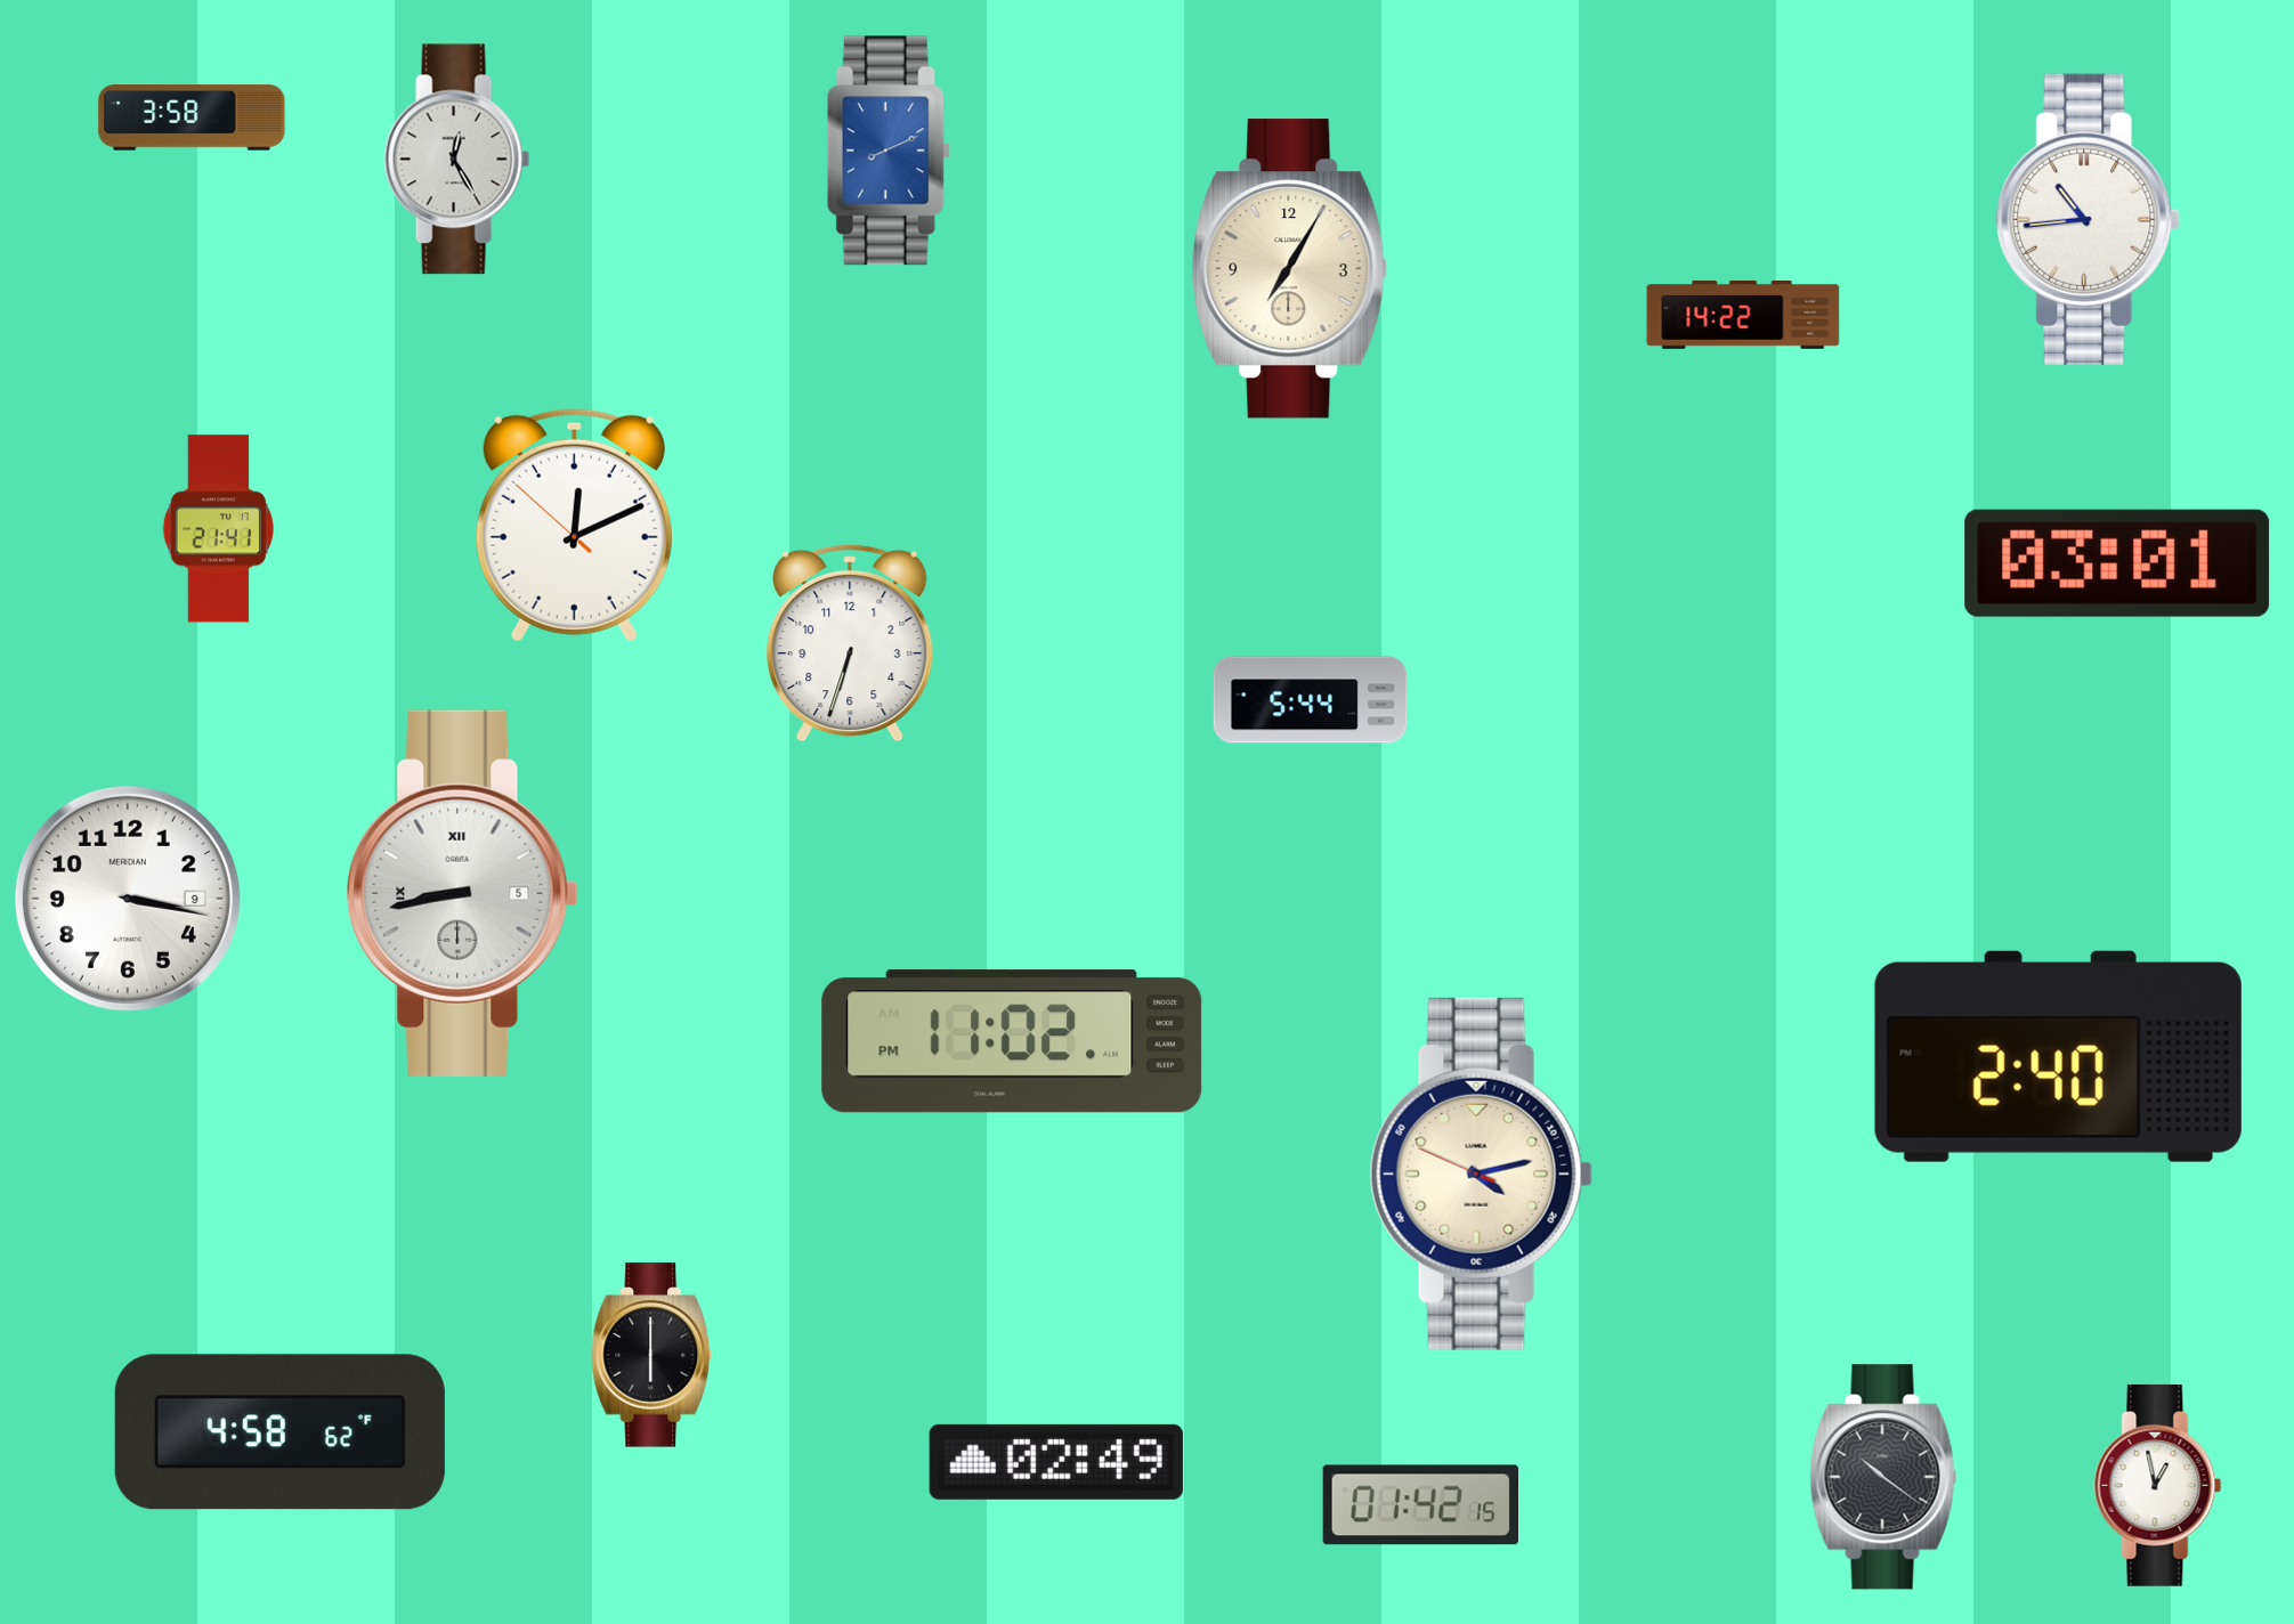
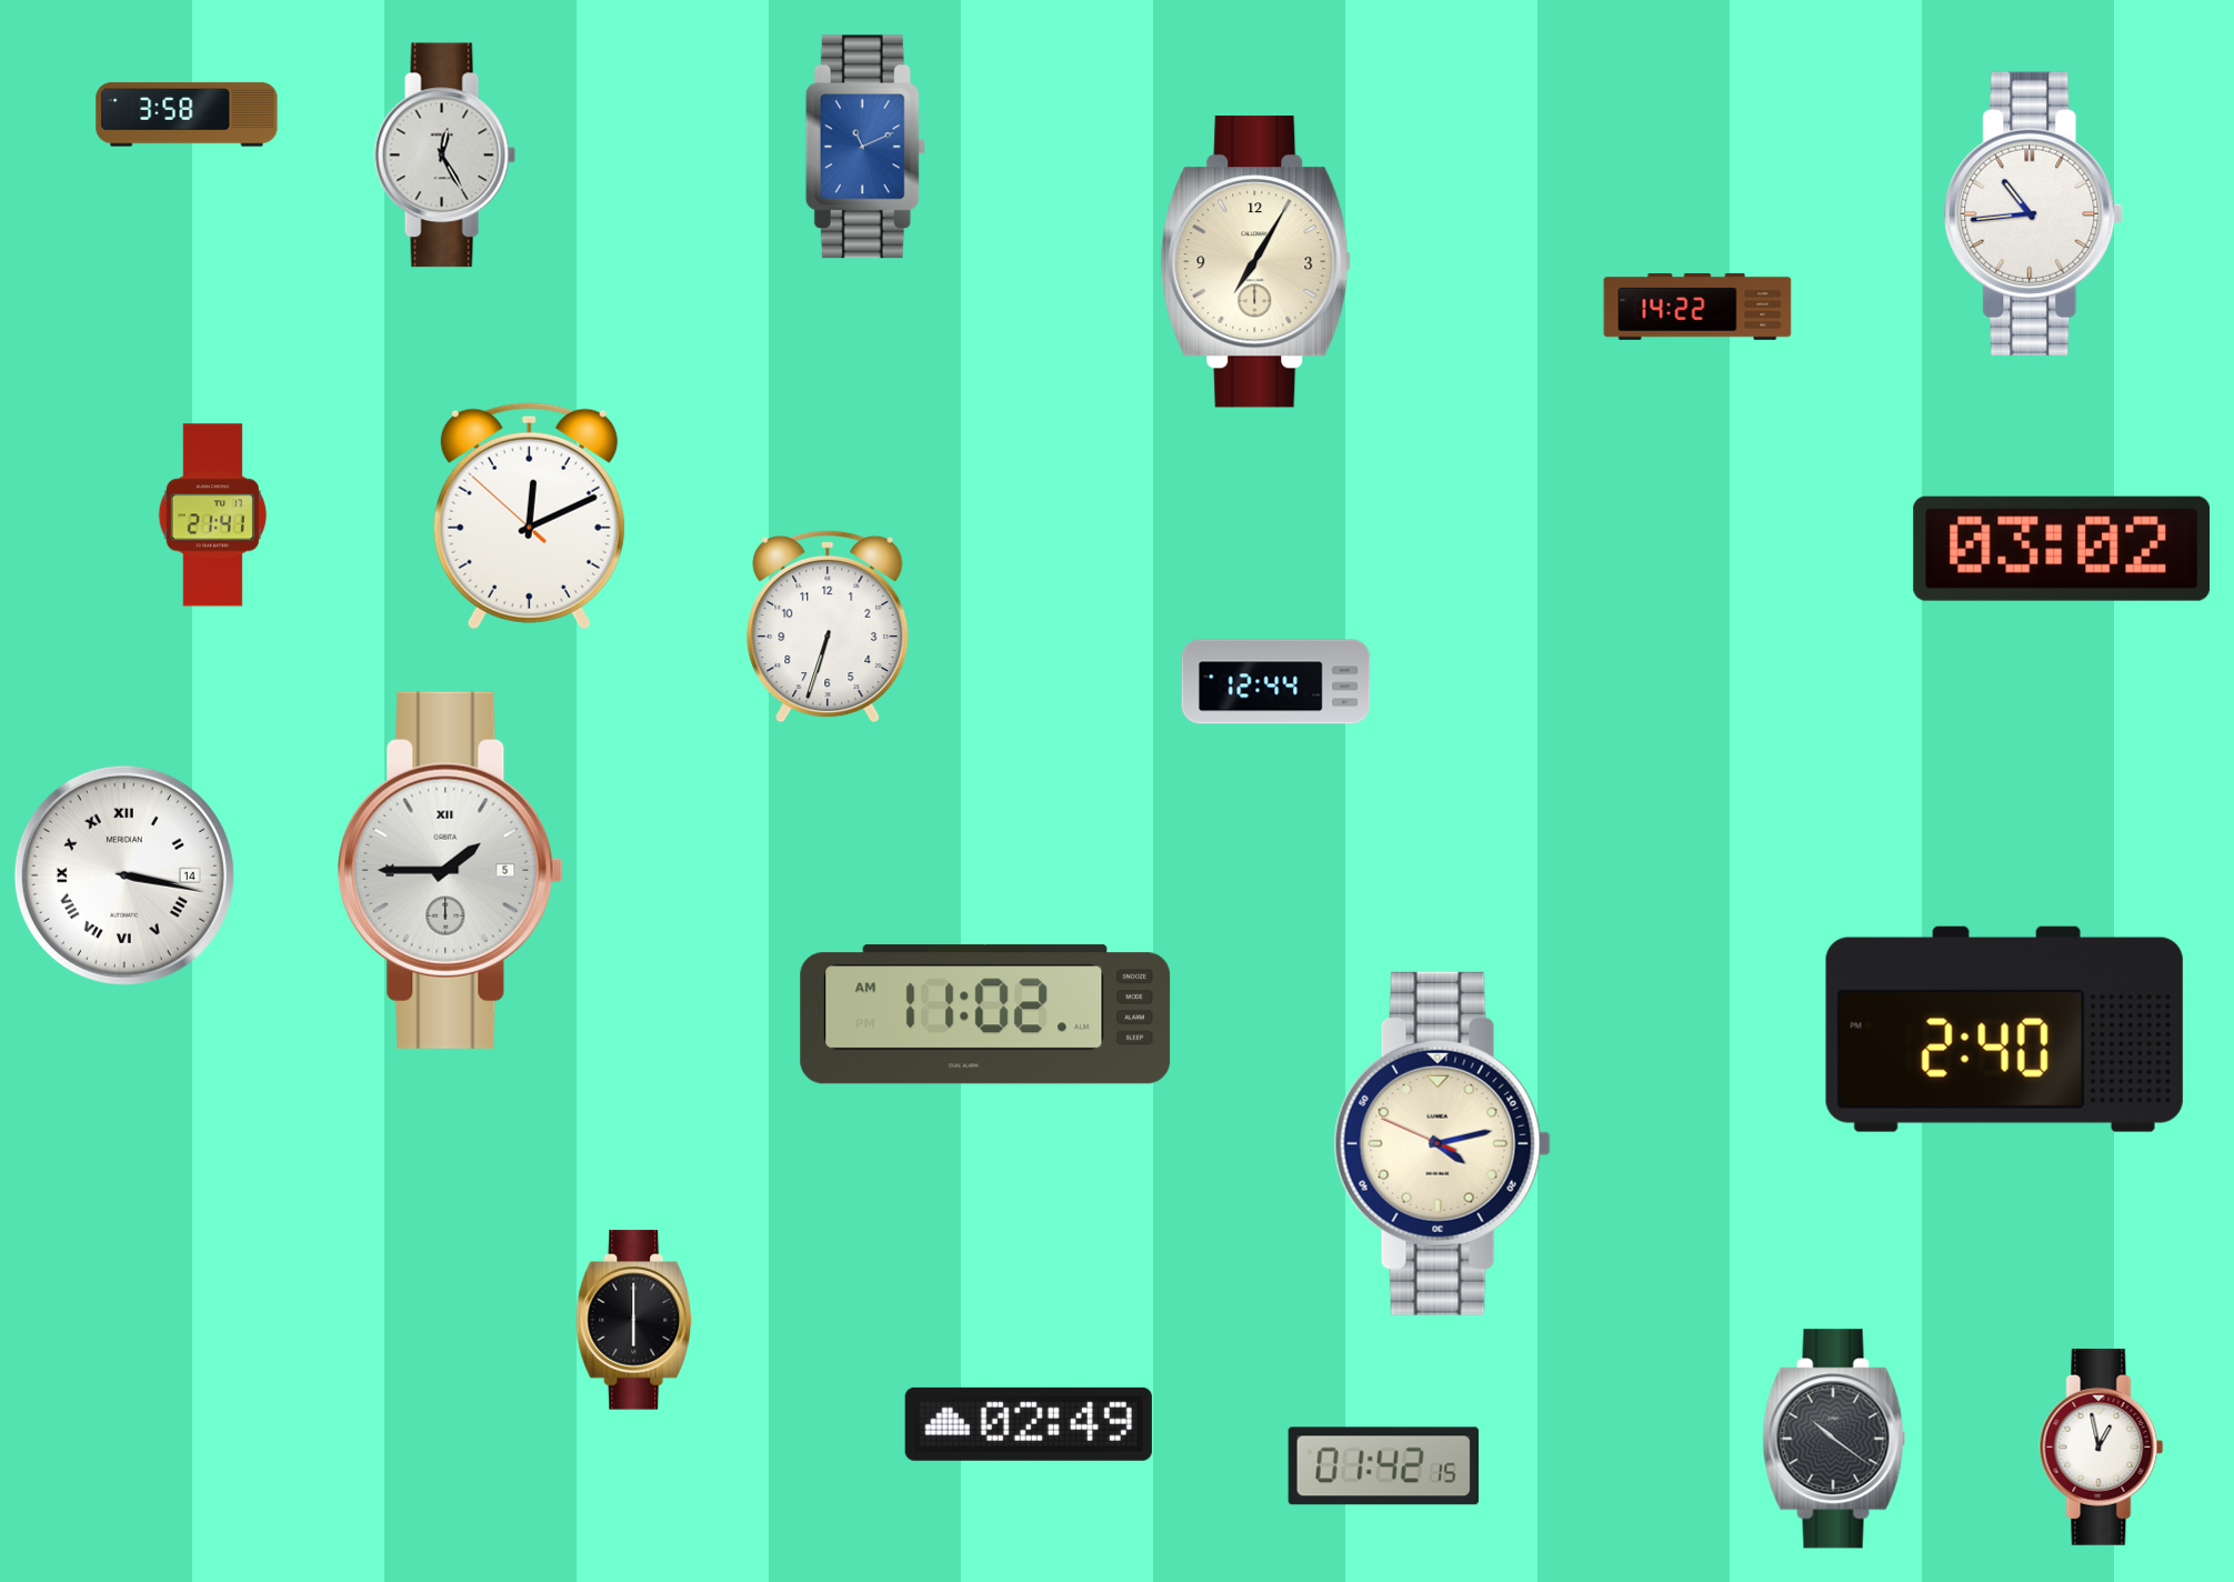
clock at (889, 151): 8:11 -> 11:11
clock at (574, 525) position: (574, 525) -> (529, 515)
clock at (2117, 563): 03:01 -> 03:02
clock at (1311, 700): 5:44 -> 12:44
clock at (462, 893): 8:43 -> 1:45
clock at (128, 899) date: 9 -> 14
clock at (128, 899) numerals: Arabic -> Roman
clock at (1012, 1041): 11:02 PM -> 11:02 AM
clock at (279, 1432): 4:58 -> none
